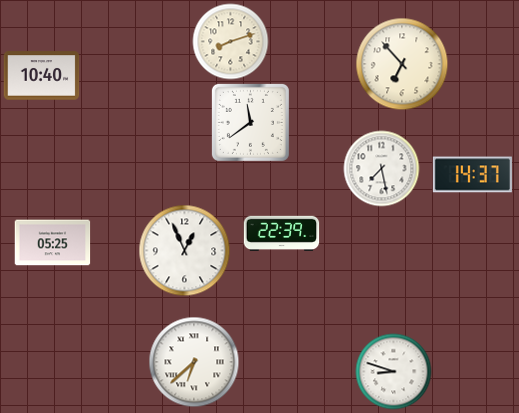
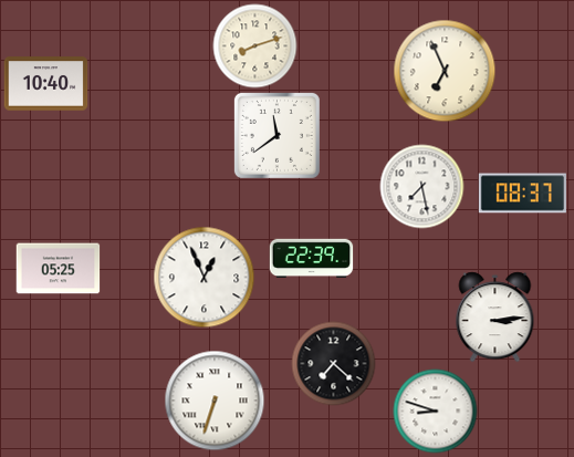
clock at (402, 64): 6:53 -> 6:56
clock at (472, 175): 14:37 -> 08:37
clock at (495, 318): none -> 3:14
clock at (334, 364): none -> 7:22
clock at (194, 362): 6:38 -> 6:33
